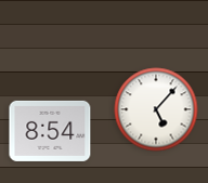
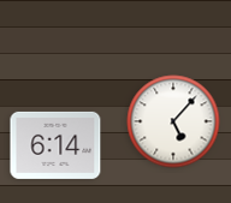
clock at (50, 131): 8:54 -> 6:14
